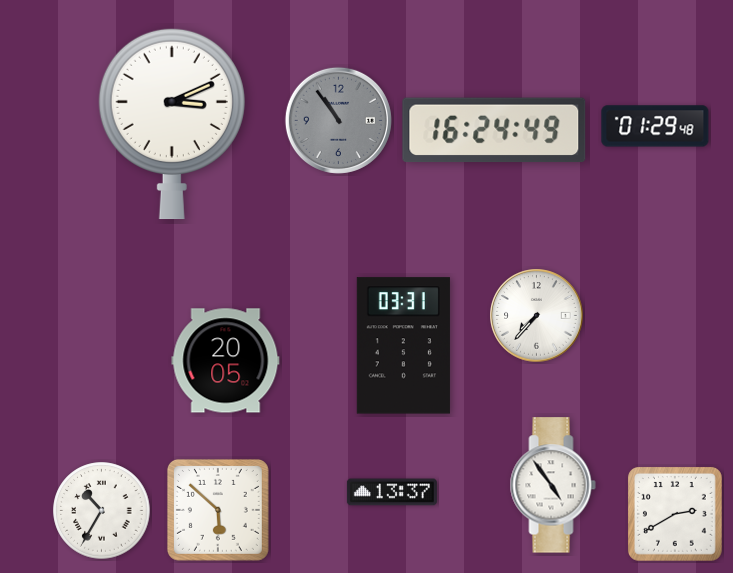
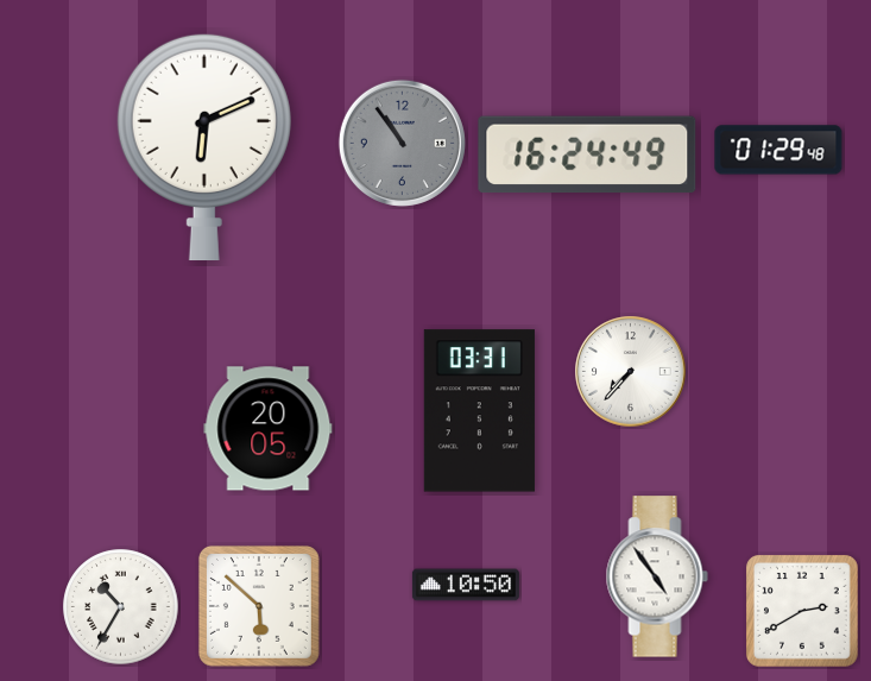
clock at (172, 124): 3:11 -> 6:11
clock at (537, 316) position: (537, 316) -> (631, 372)
clock at (392, 492): 13:37 -> 10:50
